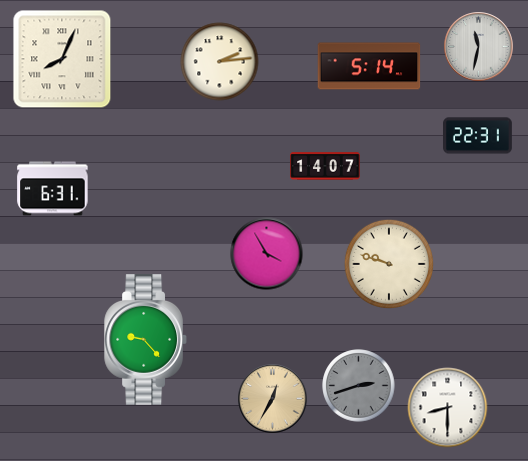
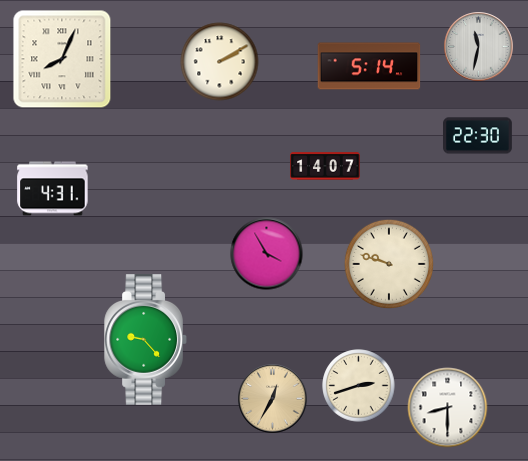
clock at (220, 62): 2:14 -> 2:10
clock at (478, 136): 22:31 -> 22:30
clock at (53, 189): 6:31 -> 4:31
clock at (359, 386) dial: grey -> cream
